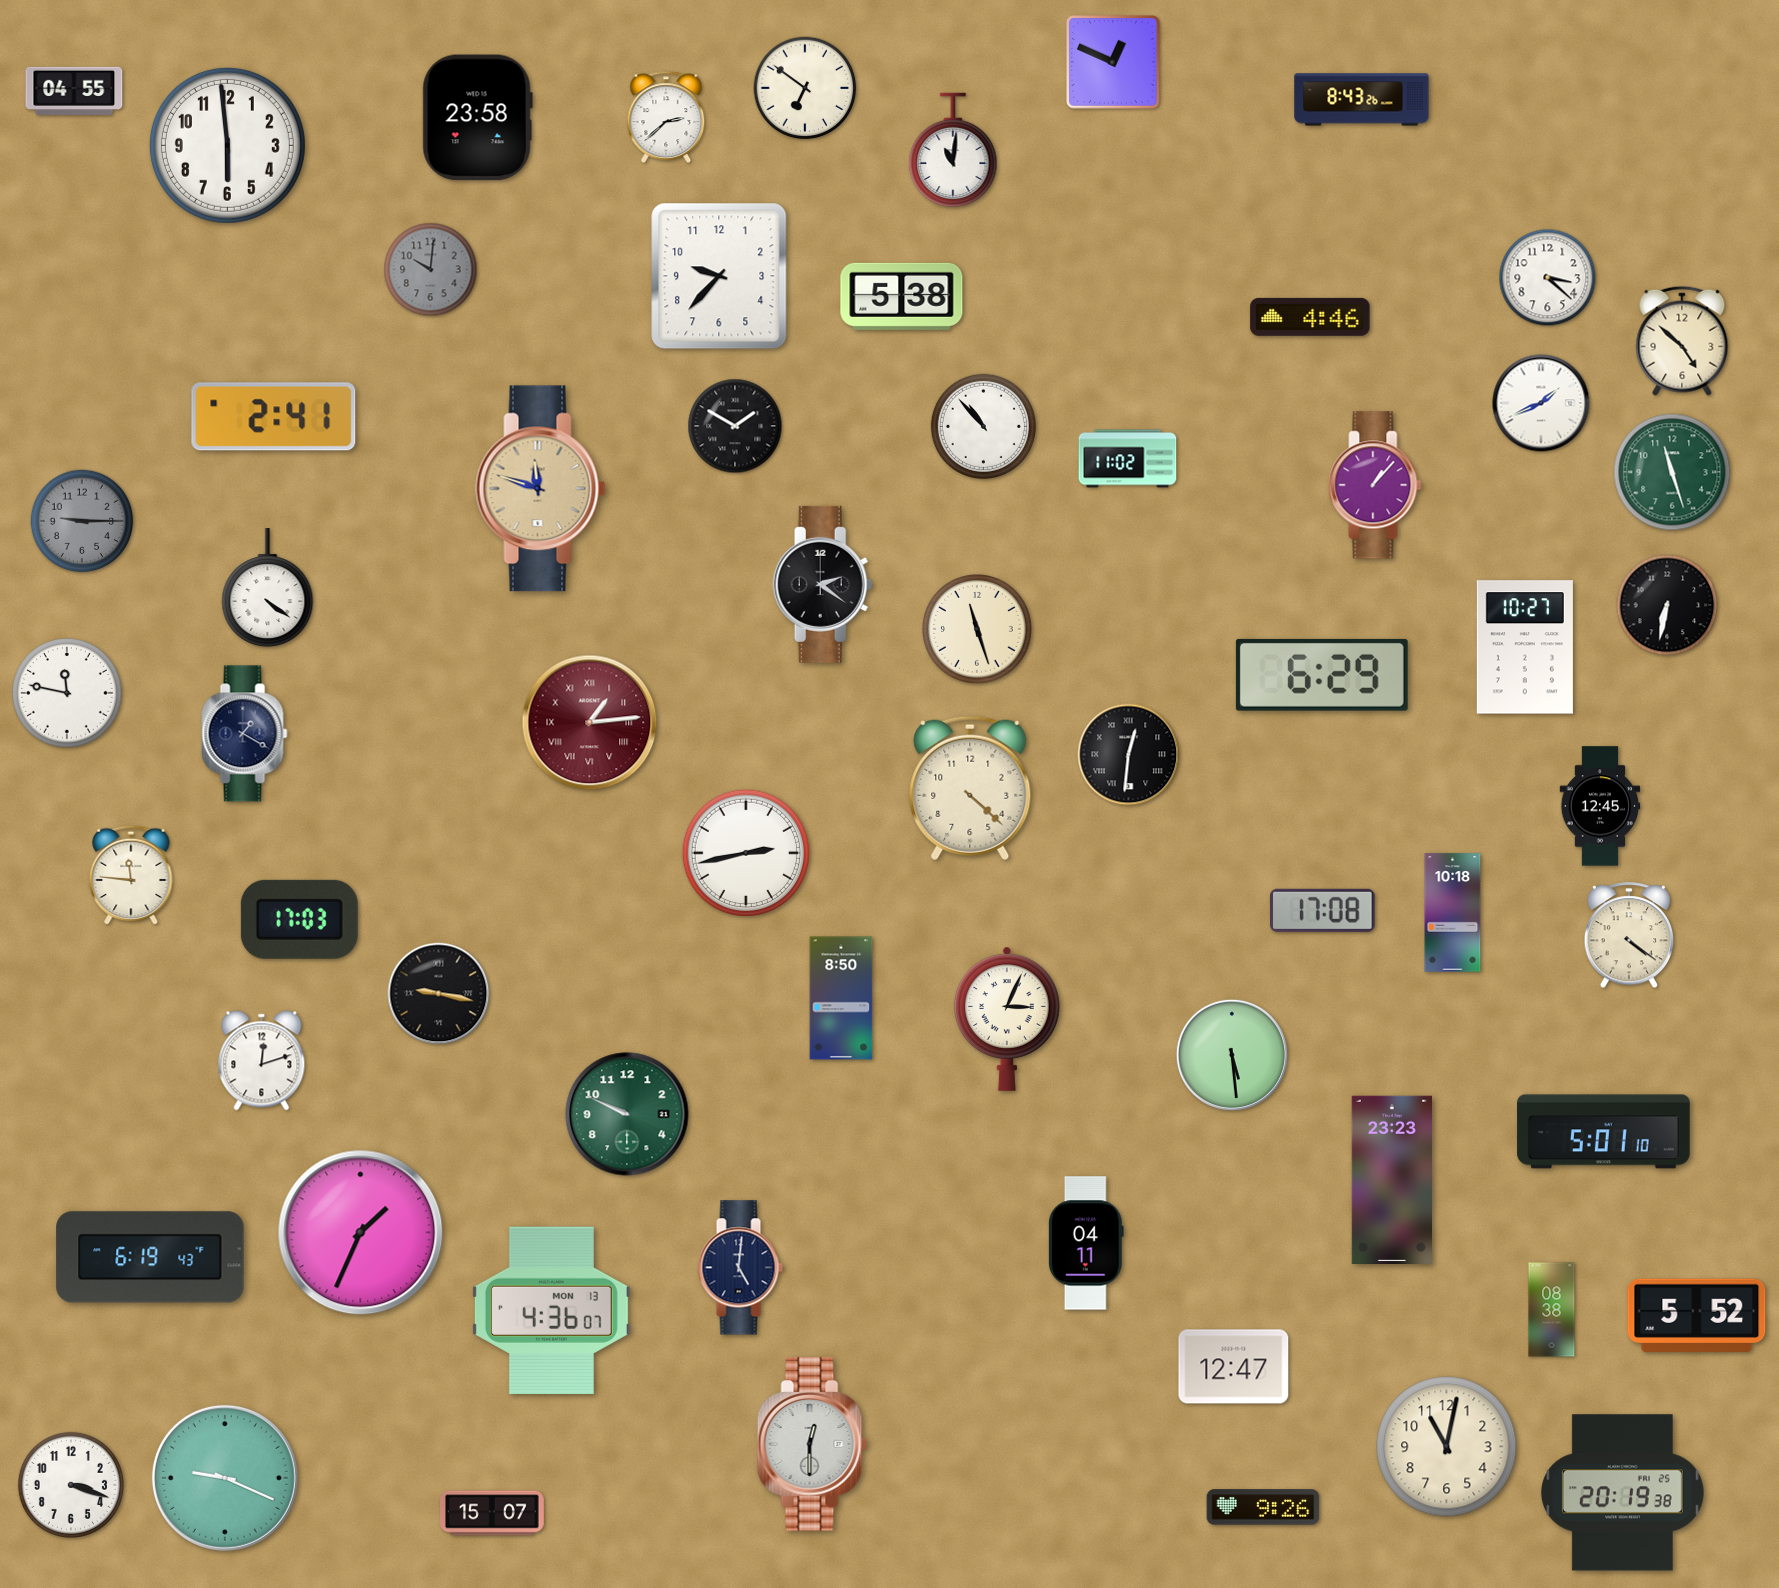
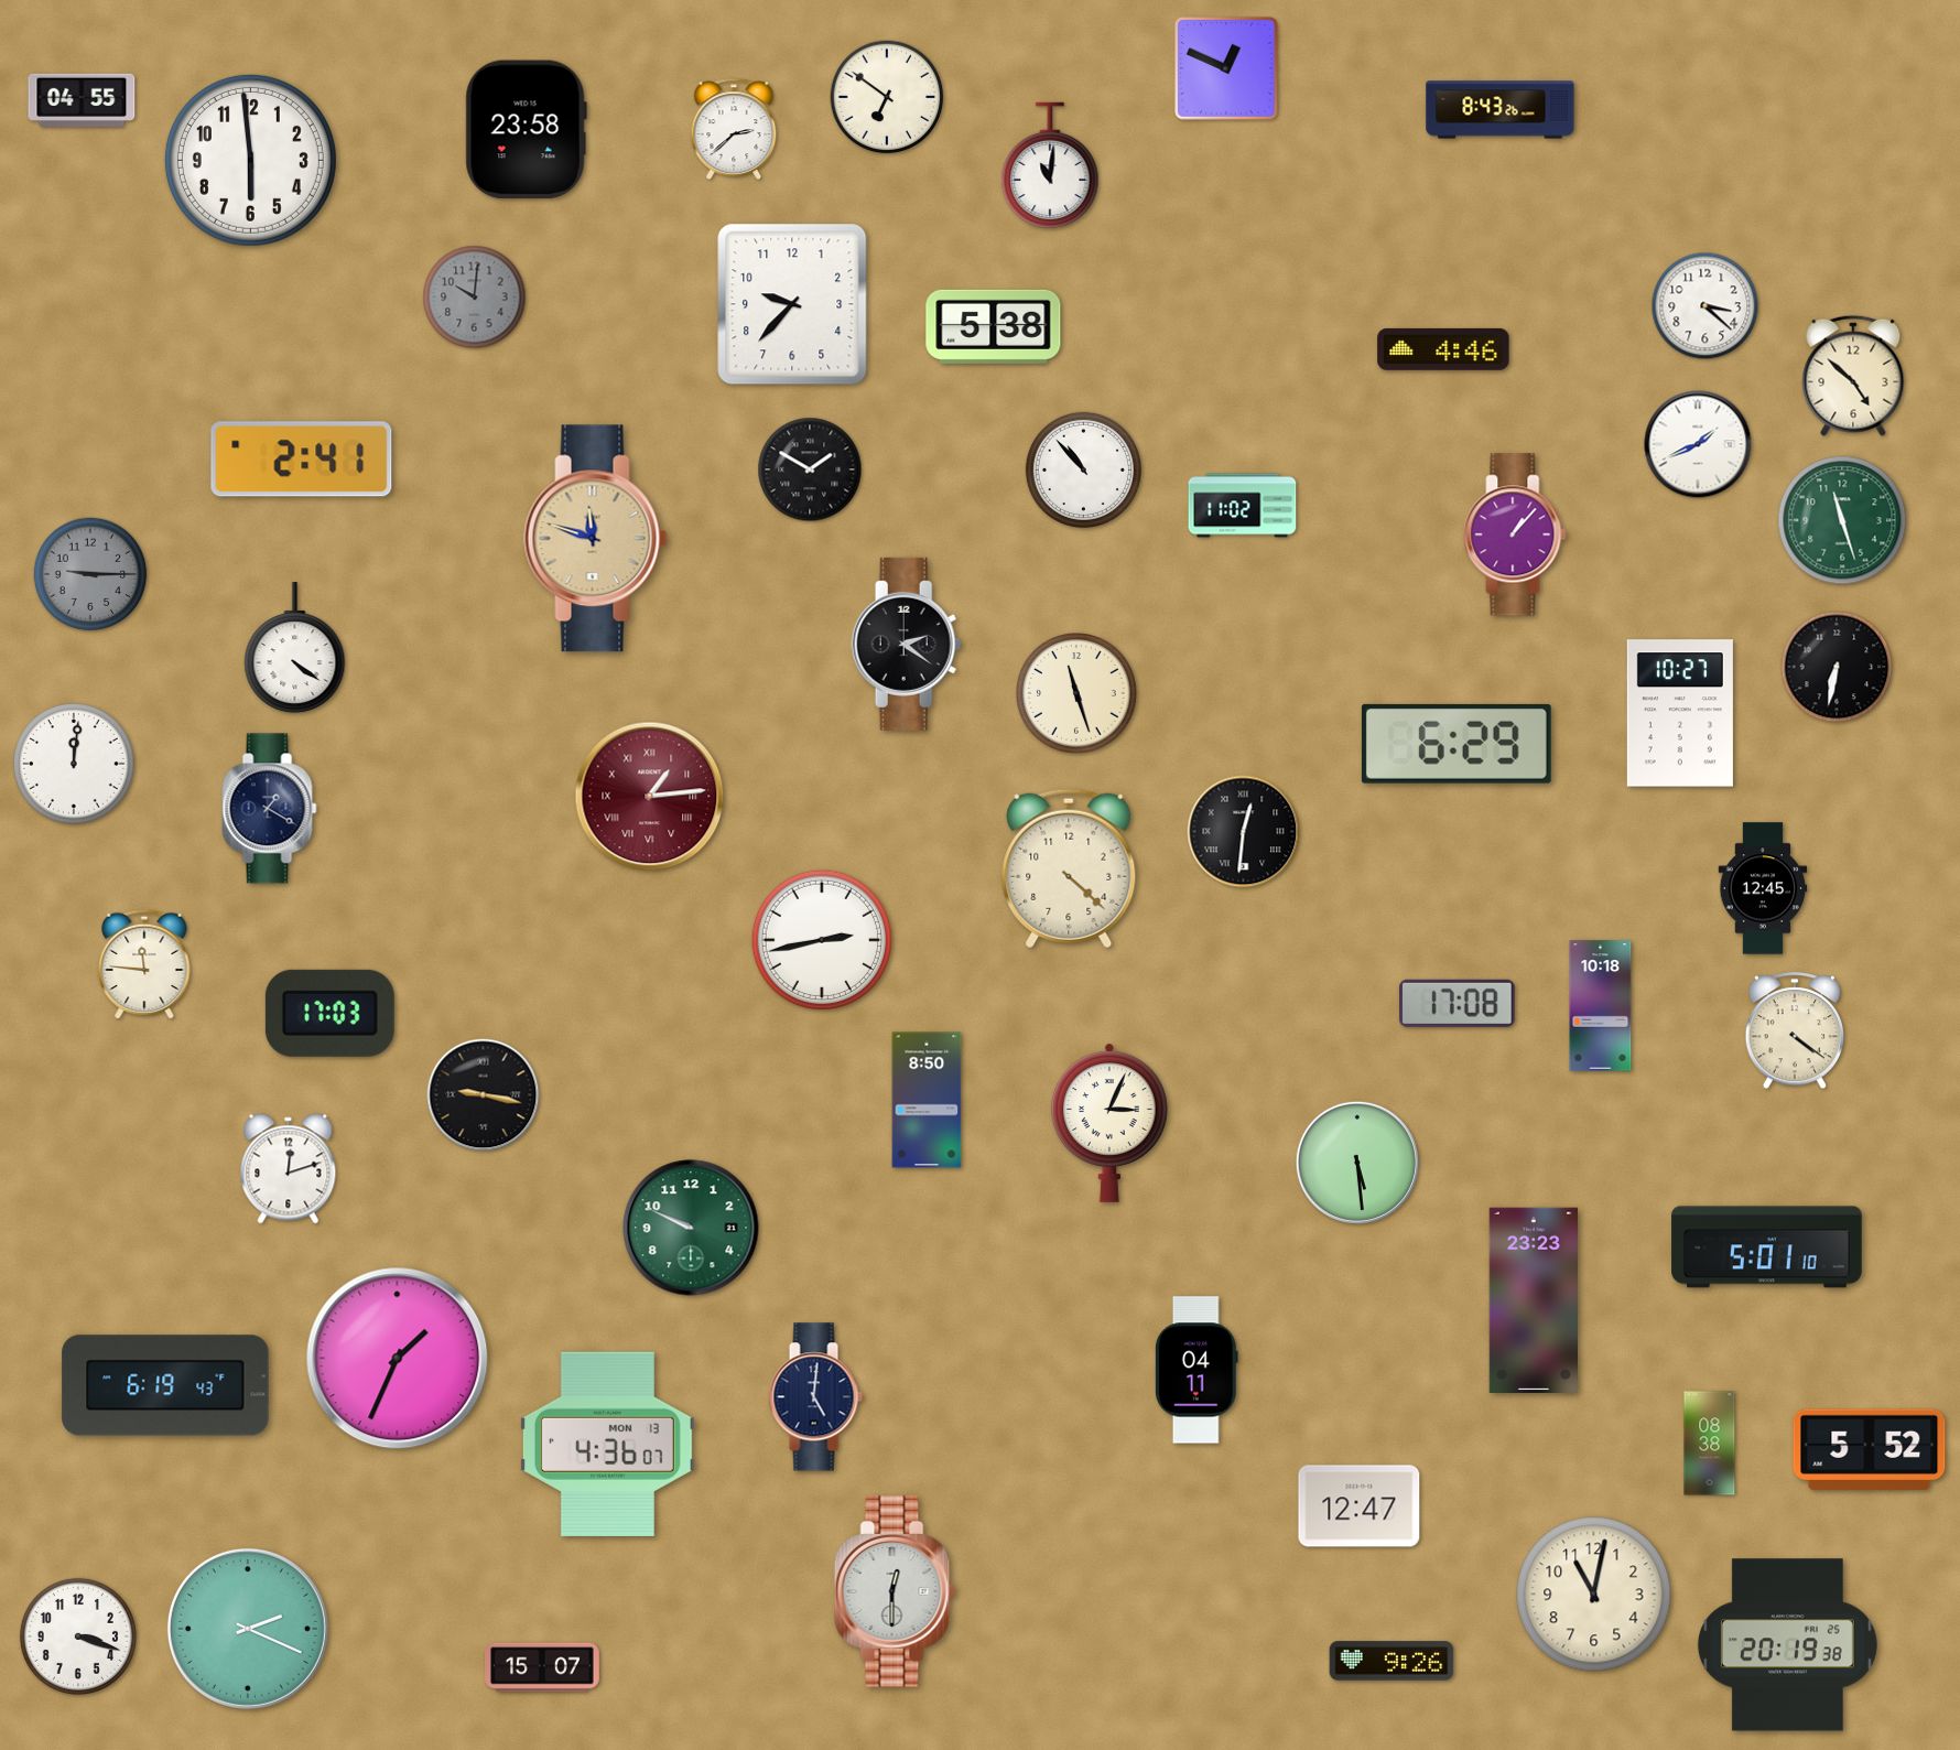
clock at (68, 694): 11:47 -> 12:01
clock at (225, 1478): 9:19 -> 2:19
